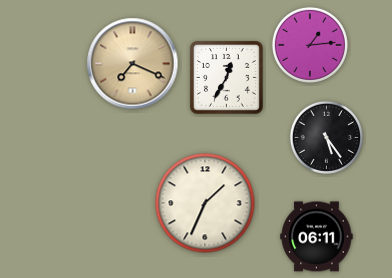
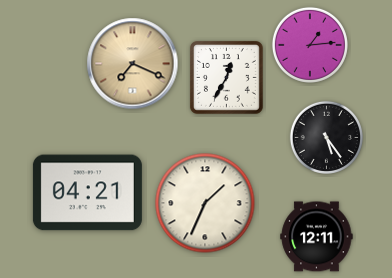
clock at (87, 193): none -> 04:21
clock at (317, 237): 06:11 -> 12:11
